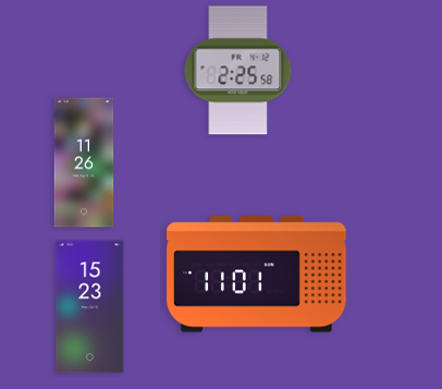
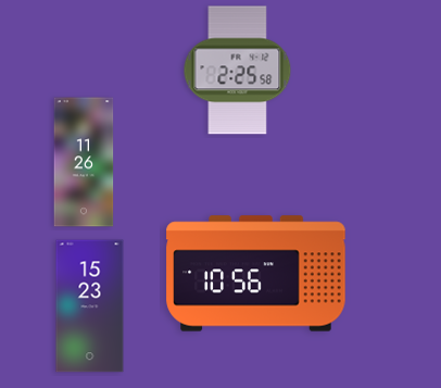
clock at (257, 275): 11:01 -> 10:56
